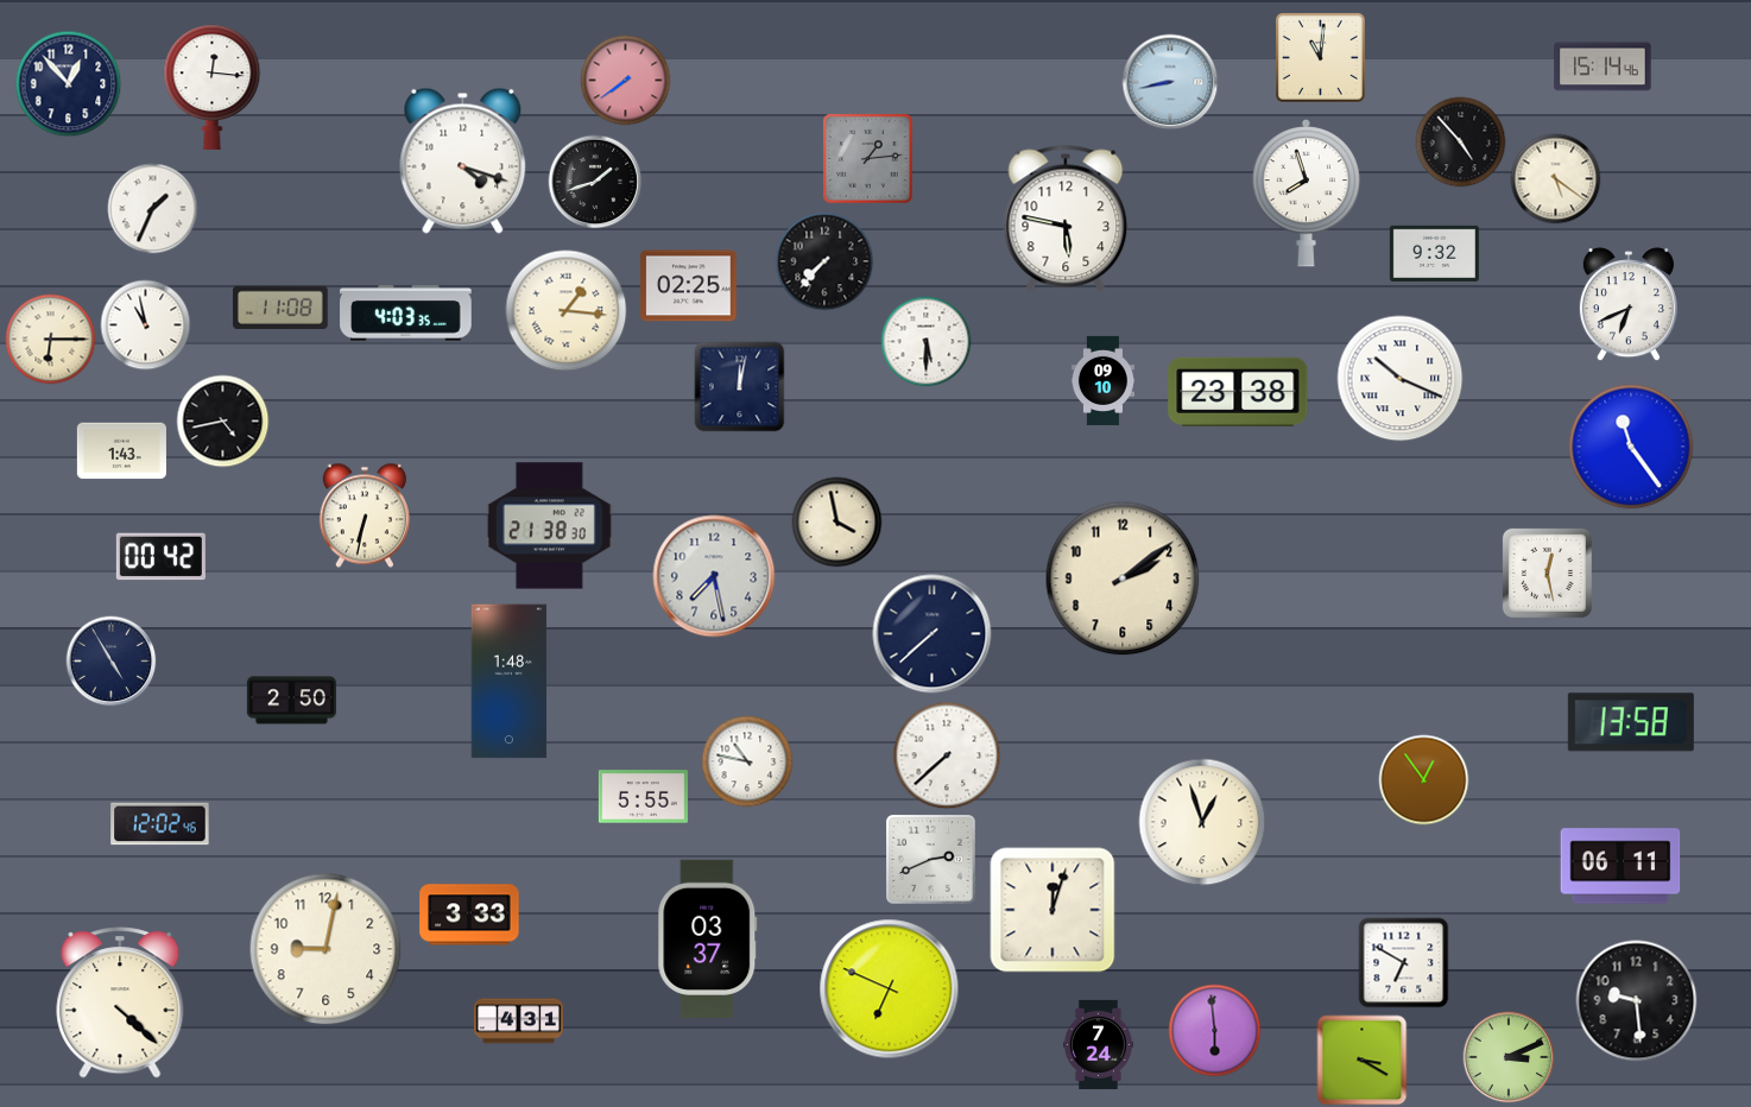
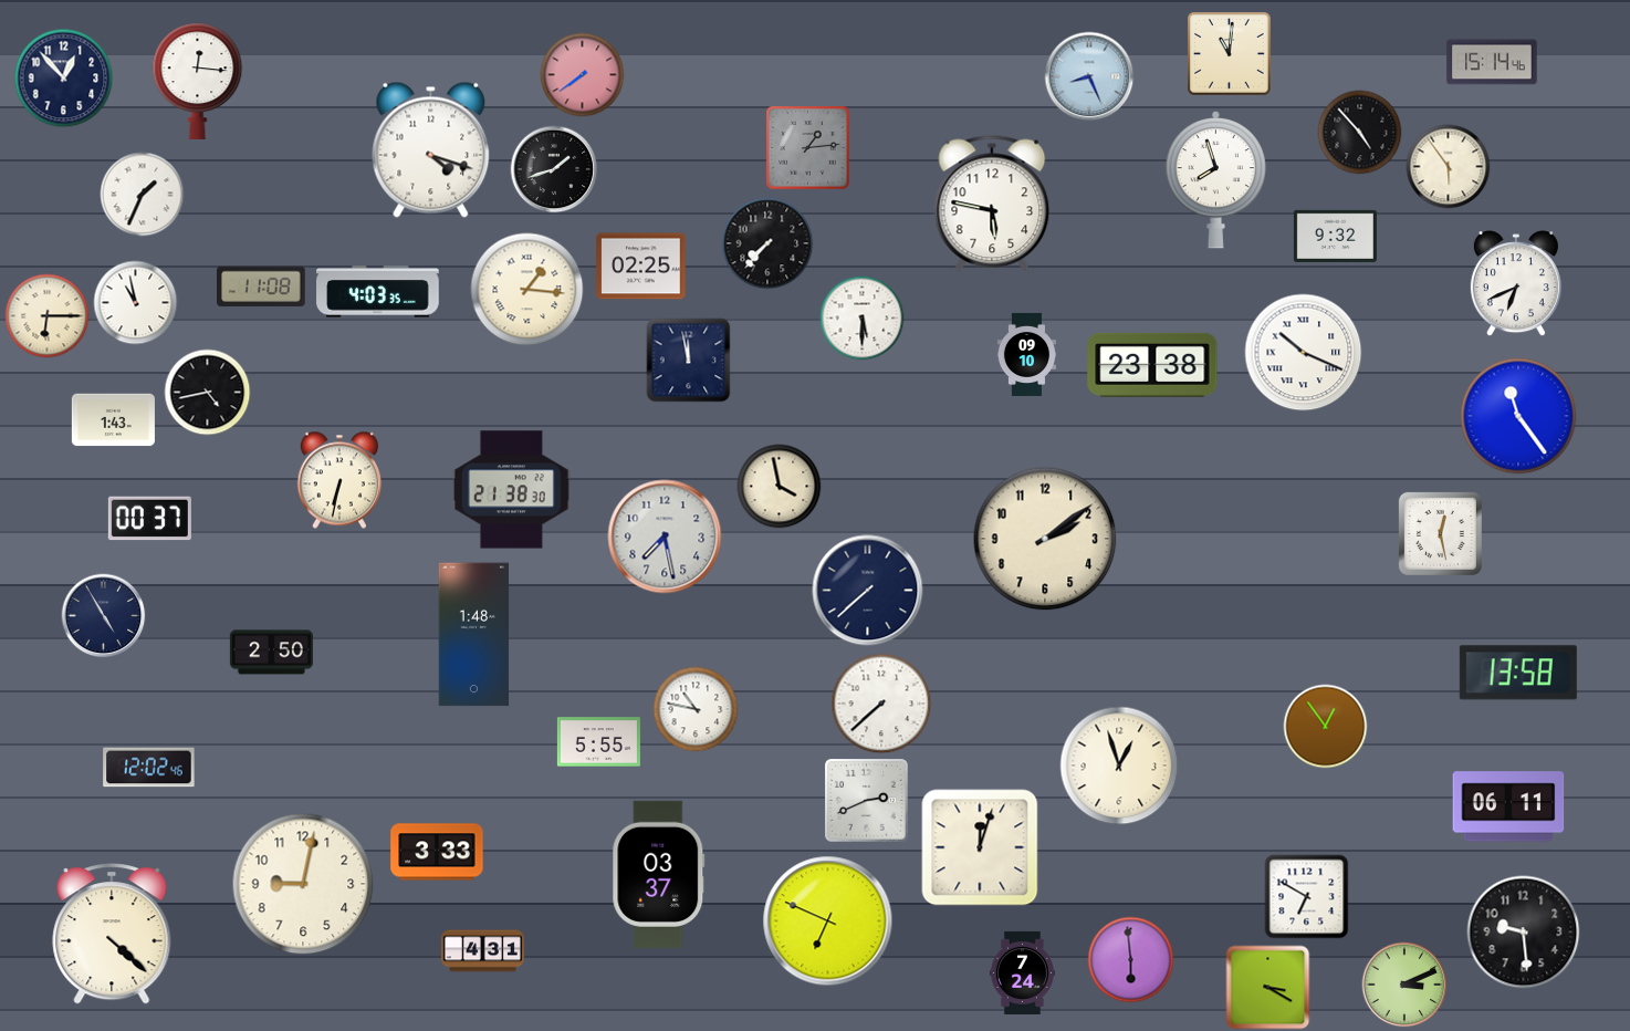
clock at (1170, 82): 8:43 -> 8:26
clock at (1556, 179): 5:21 -> 5:54
clock at (740, 387): 12:02 -> 11:58
clock at (160, 557): 00:42 -> 00:37
